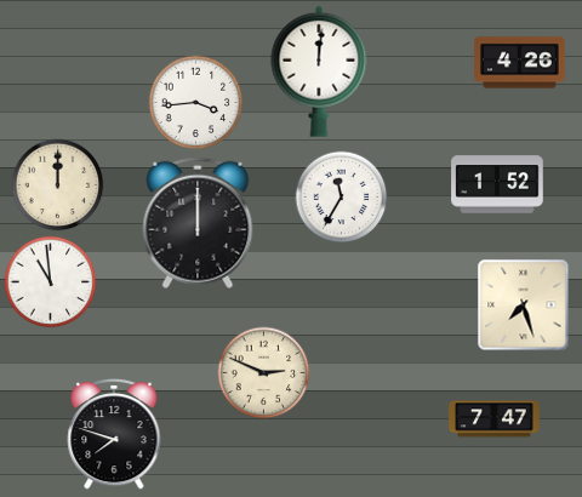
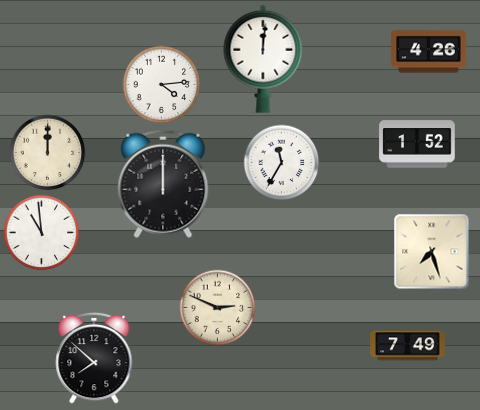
clock at (196, 103): 3:44 -> 4:14
clock at (497, 184) position: (497, 184) -> (417, 144)
clock at (495, 419): 7:47 -> 7:49
clock at (114, 434): 7:48 -> 7:52
